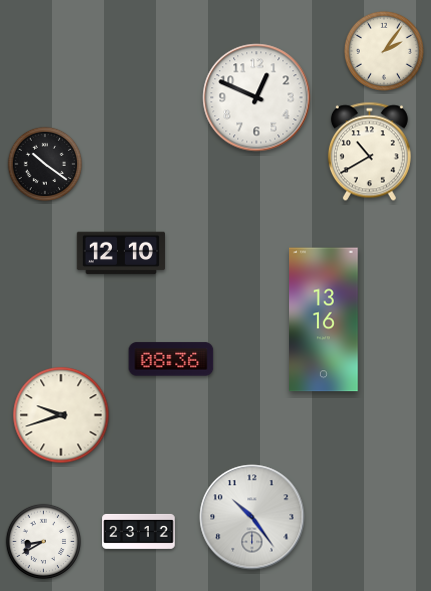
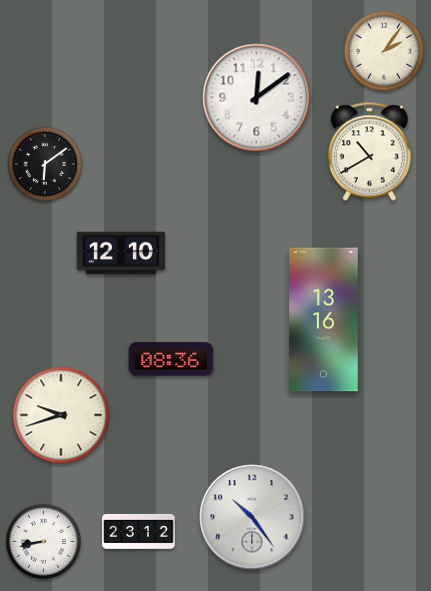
clock at (257, 98): 12:49 -> 12:09
clock at (45, 164): 10:21 -> 6:09
clock at (43, 541): 8:40 -> 8:43
